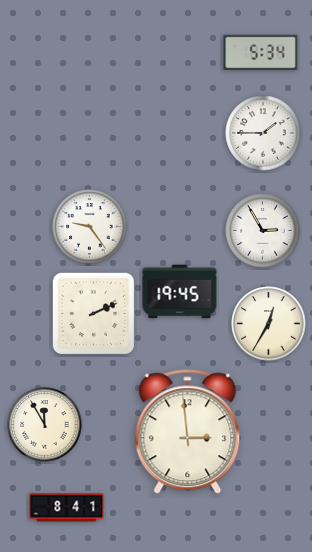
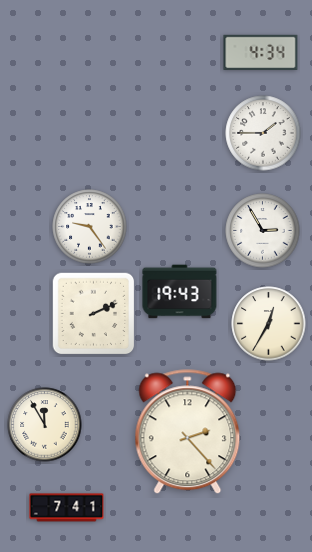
clock at (261, 53): 5:34 -> 4:34
clock at (180, 292): 19:45 -> 19:43
clock at (188, 432): 2:59 -> 2:23
clock at (67, 508): 8:41 -> 7:41
